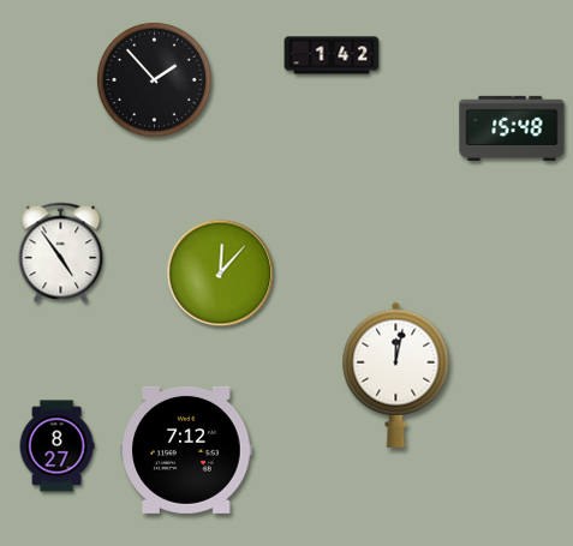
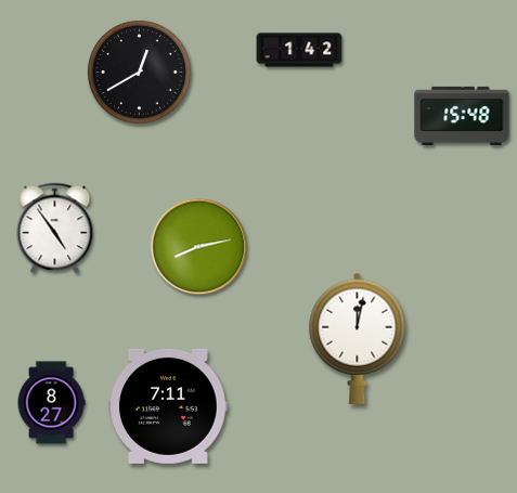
clock at (154, 79): 1:53 -> 12:40
clock at (221, 274): 12:07 -> 8:13
clock at (186, 450): 7:12 -> 7:11
